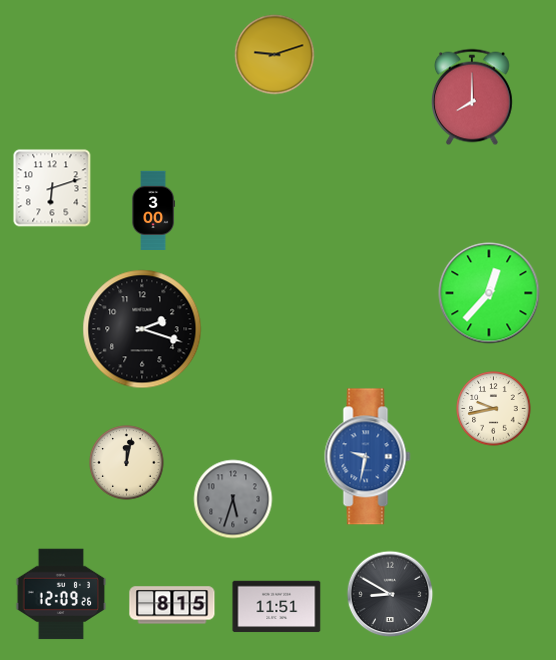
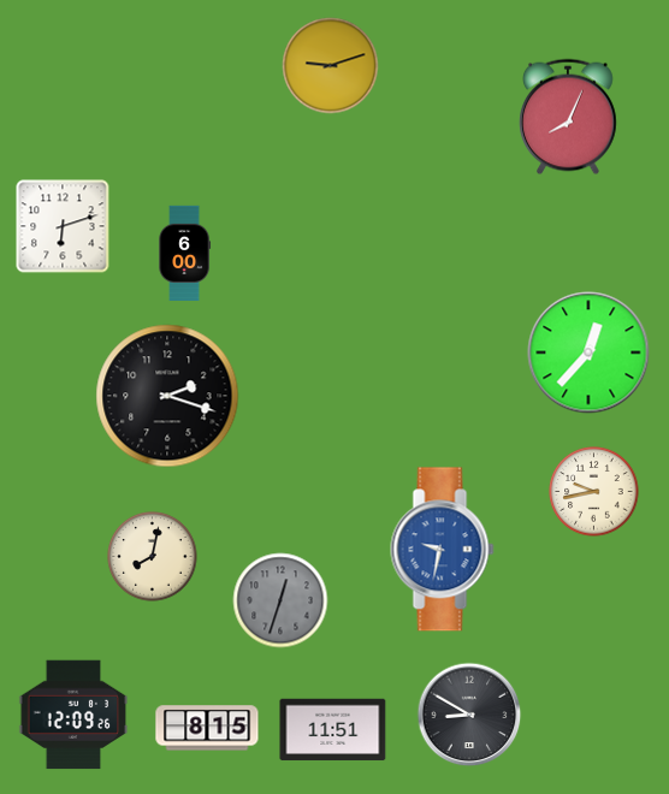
clock at (473, 97): 8:00 -> 8:04
clock at (154, 210): 3:00 -> 6:00
clock at (142, 329) position: (142, 329) -> (167, 396)
clock at (127, 463): 12:02 -> 8:02
clock at (233, 499): 5:33 -> 12:33
